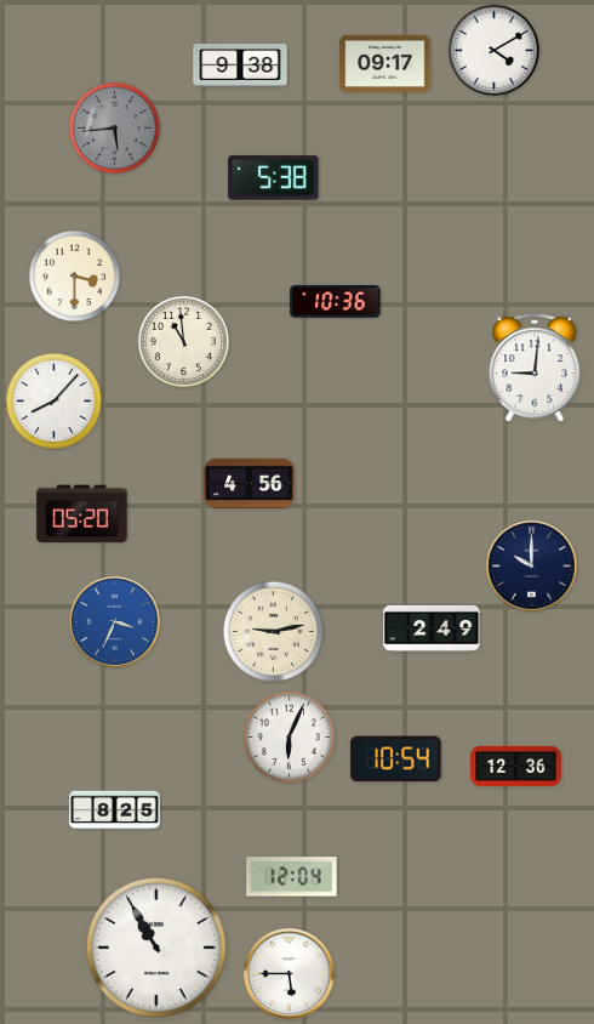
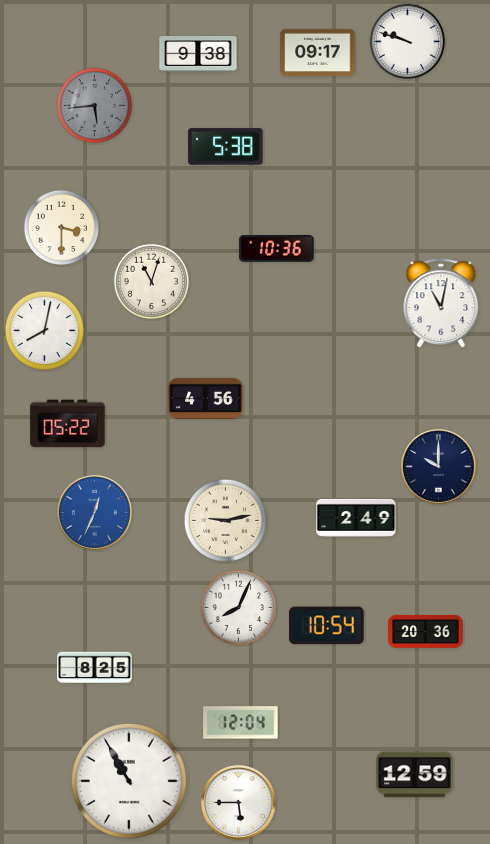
clock at (495, 51): 4:10 -> 9:48
clock at (184, 342): 10:59 -> 11:03
clock at (535, 369): 9:01 -> 11:02
clock at (53, 400): 8:07 -> 8:02
clock at (82, 514): 05:20 -> 05:22
clock at (114, 621): 3:34 -> 12:34
clock at (290, 738): 6:04 -> 8:04
clock at (516, 766): 12:36 -> 20:36
clock at (415, 775): none -> 12:59
